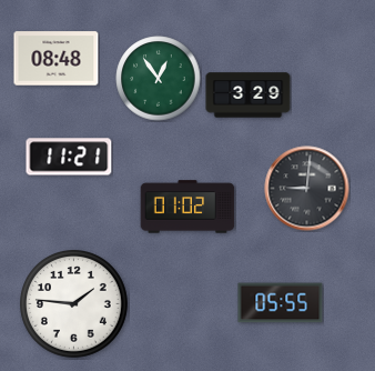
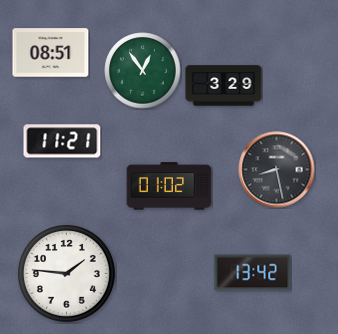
clock at (57, 59): 08:48 -> 08:51
clock at (307, 189): 9:01 -> 8:28
clock at (281, 303): 05:55 -> 13:42
